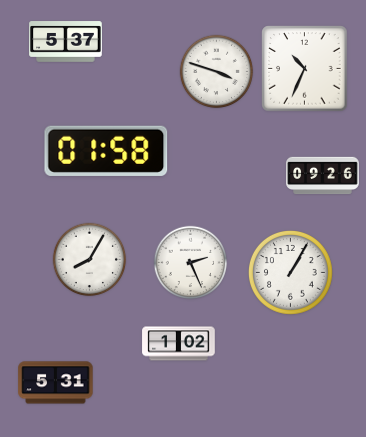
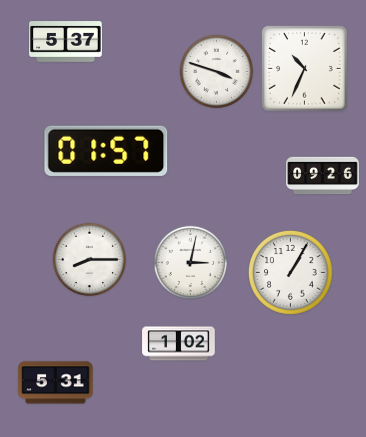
clock at (106, 151): 01:58 -> 01:57
clock at (90, 260): 8:05 -> 8:15
clock at (191, 263): 2:26 -> 3:02
